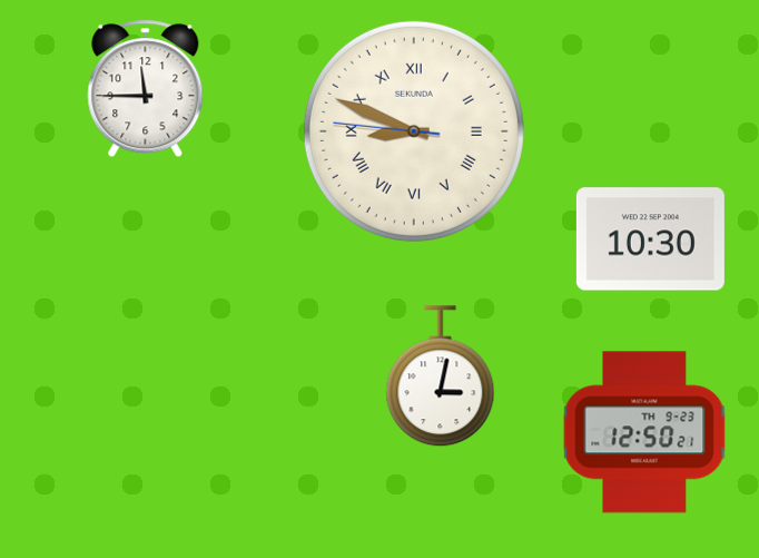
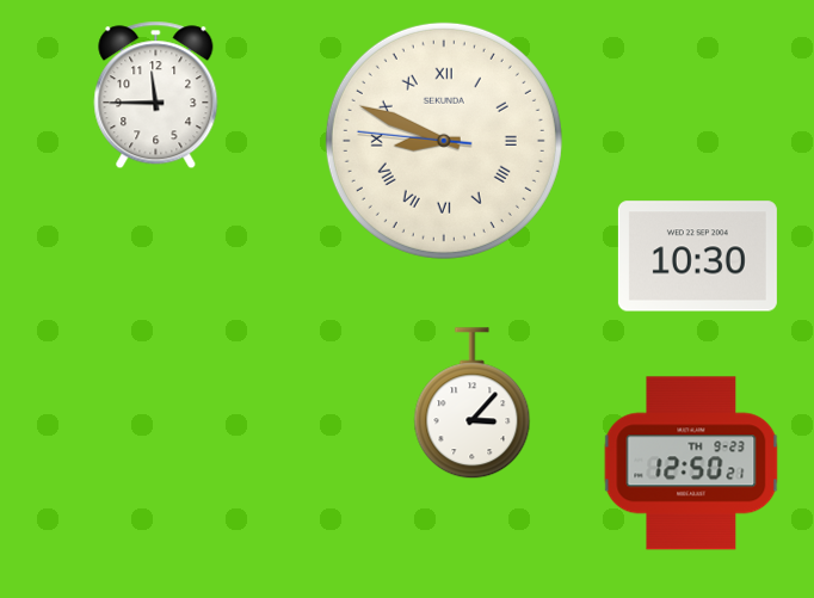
clock at (441, 376): 3:02 -> 3:07
